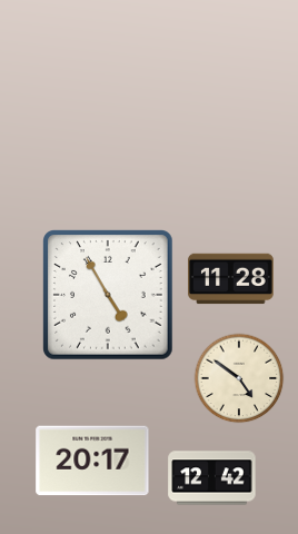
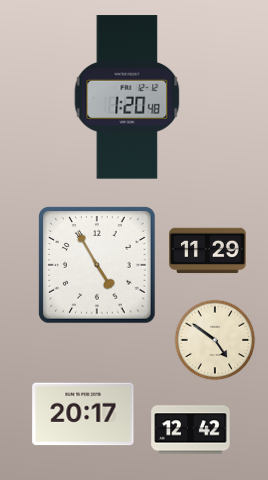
clock at (127, 97): none -> 1:20
clock at (231, 279): 11:28 -> 11:29
